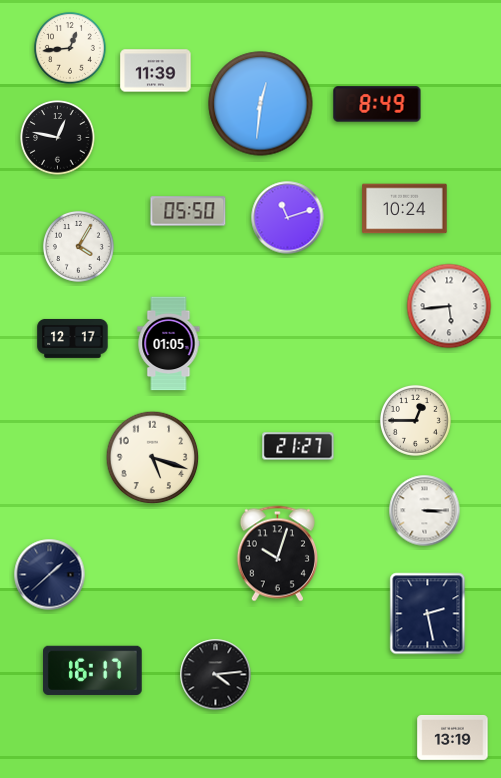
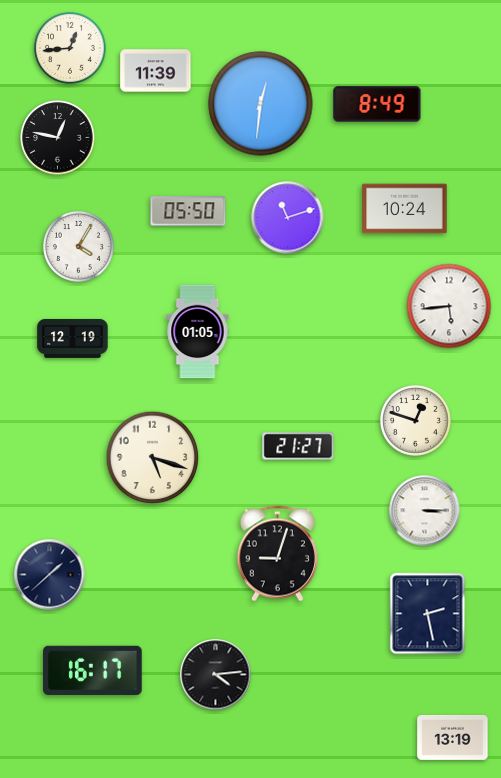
clock at (73, 338): 12:17 -> 12:19
clock at (169, 344) position: (169, 344) -> (198, 332)
clock at (415, 420): 12:45 -> 12:48
clock at (277, 554): 10:03 -> 9:03
